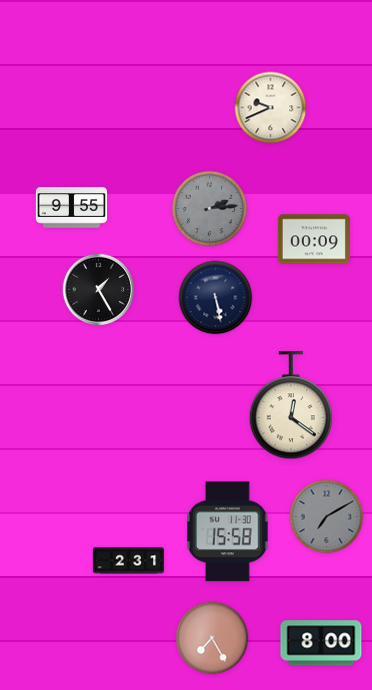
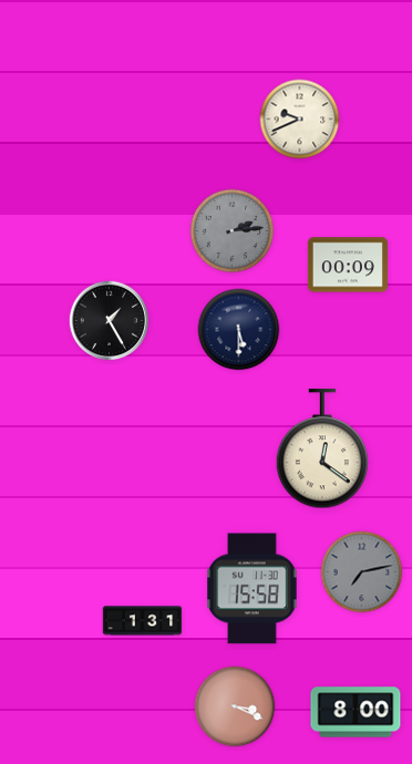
clock at (72, 208): 9:55 -> none
clock at (216, 298): 5:28 -> 5:30
clock at (327, 517): 7:10 -> 7:13
clock at (129, 561): 2:31 -> 1:31
clock at (212, 638): 7:25 -> 3:19
